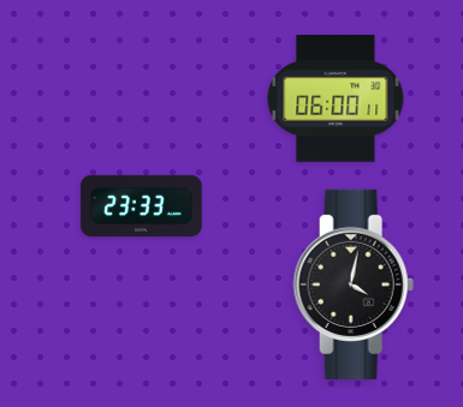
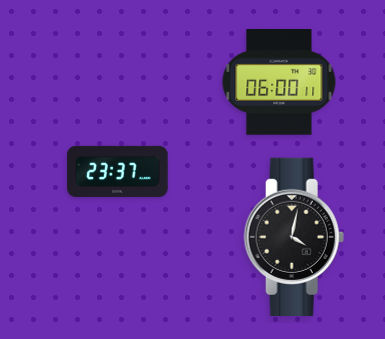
clock at (142, 205): 23:33 -> 23:37
